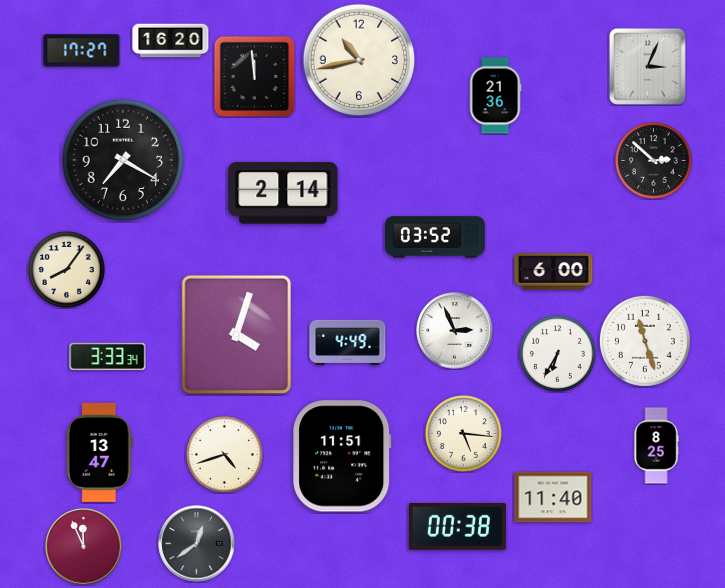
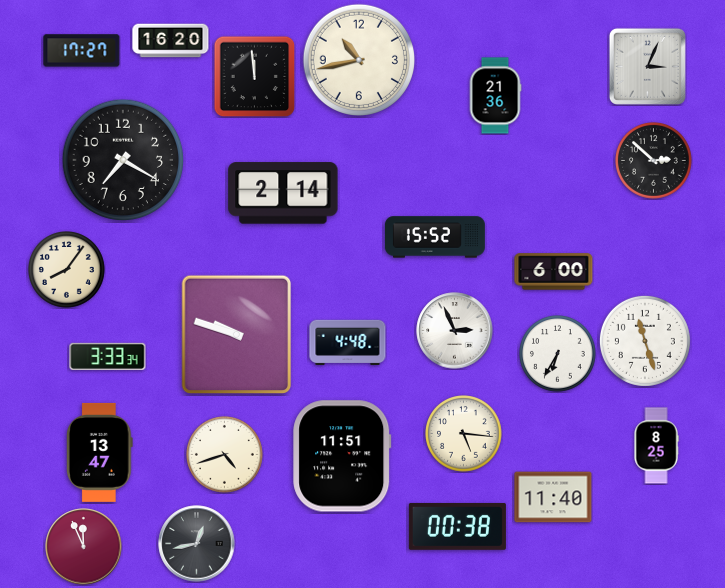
clock at (435, 237): 03:52 -> 15:52
clock at (237, 335): 4:03 -> 9:48
clock at (348, 342): 4:49 -> 4:48
clock at (197, 544): 12:39 -> 12:43
